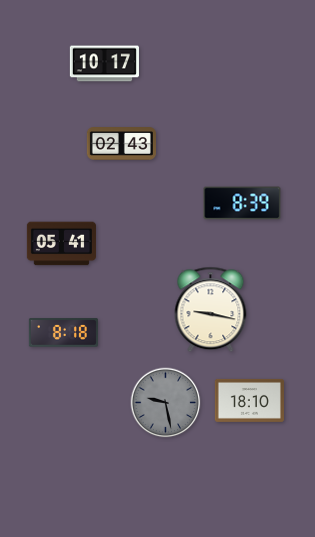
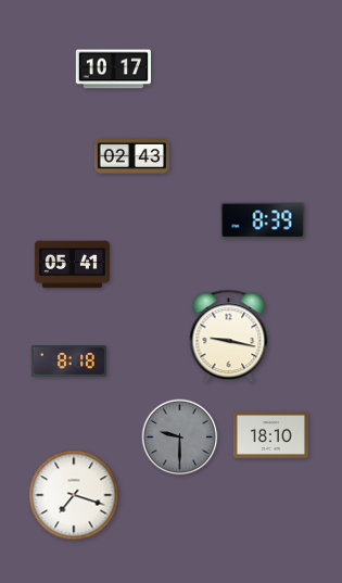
clock at (61, 244) position: (61, 244) -> (72, 265)
clock at (166, 403): 9:28 -> 9:30
clock at (74, 495): none -> 7:18
